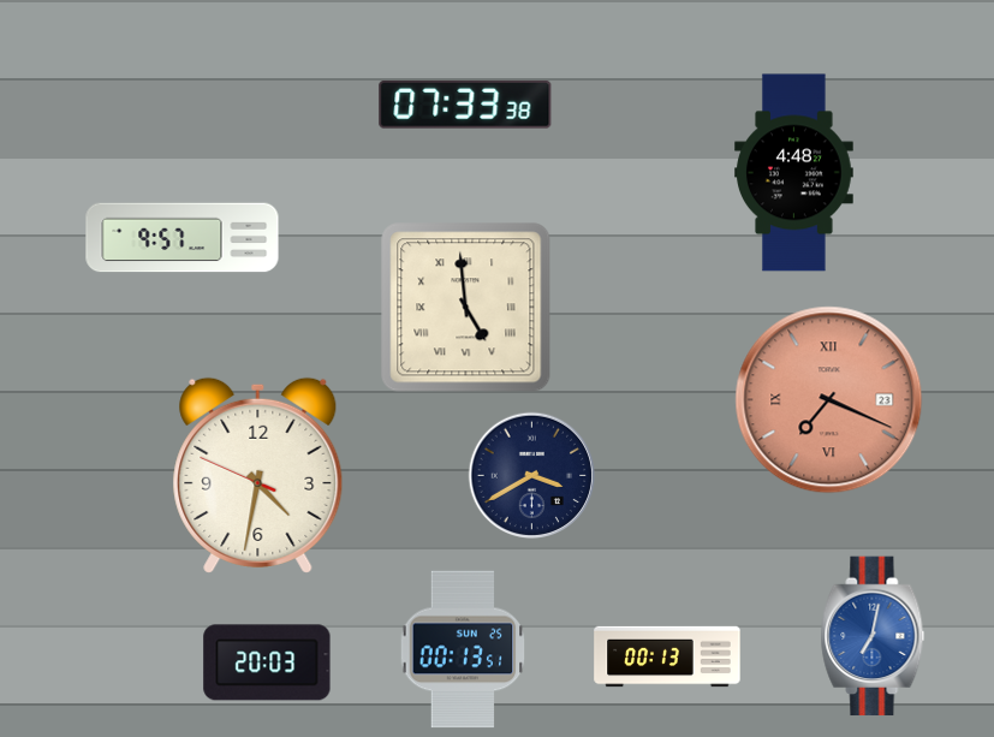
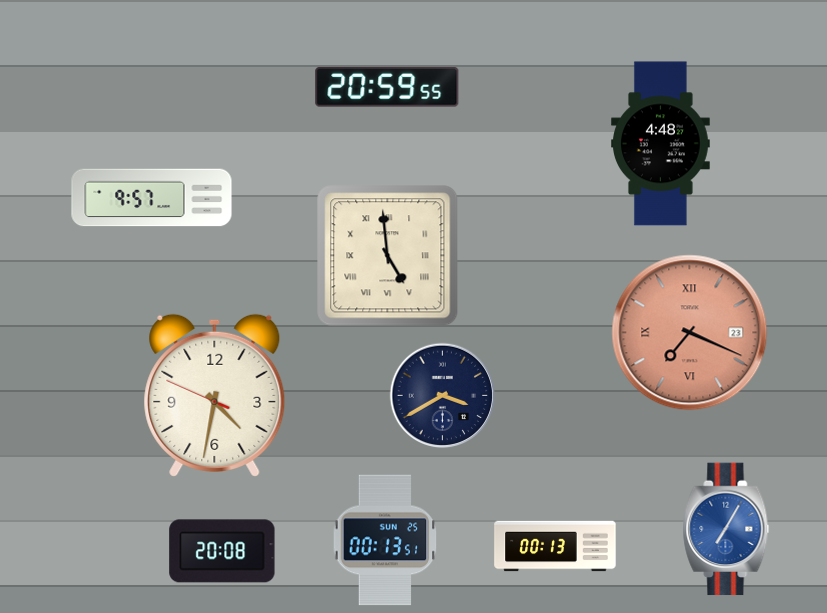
clock at (465, 105): 07:33 -> 20:59
clock at (873, 636): 7:02 -> 7:05
clock at (267, 662): 20:03 -> 20:08
